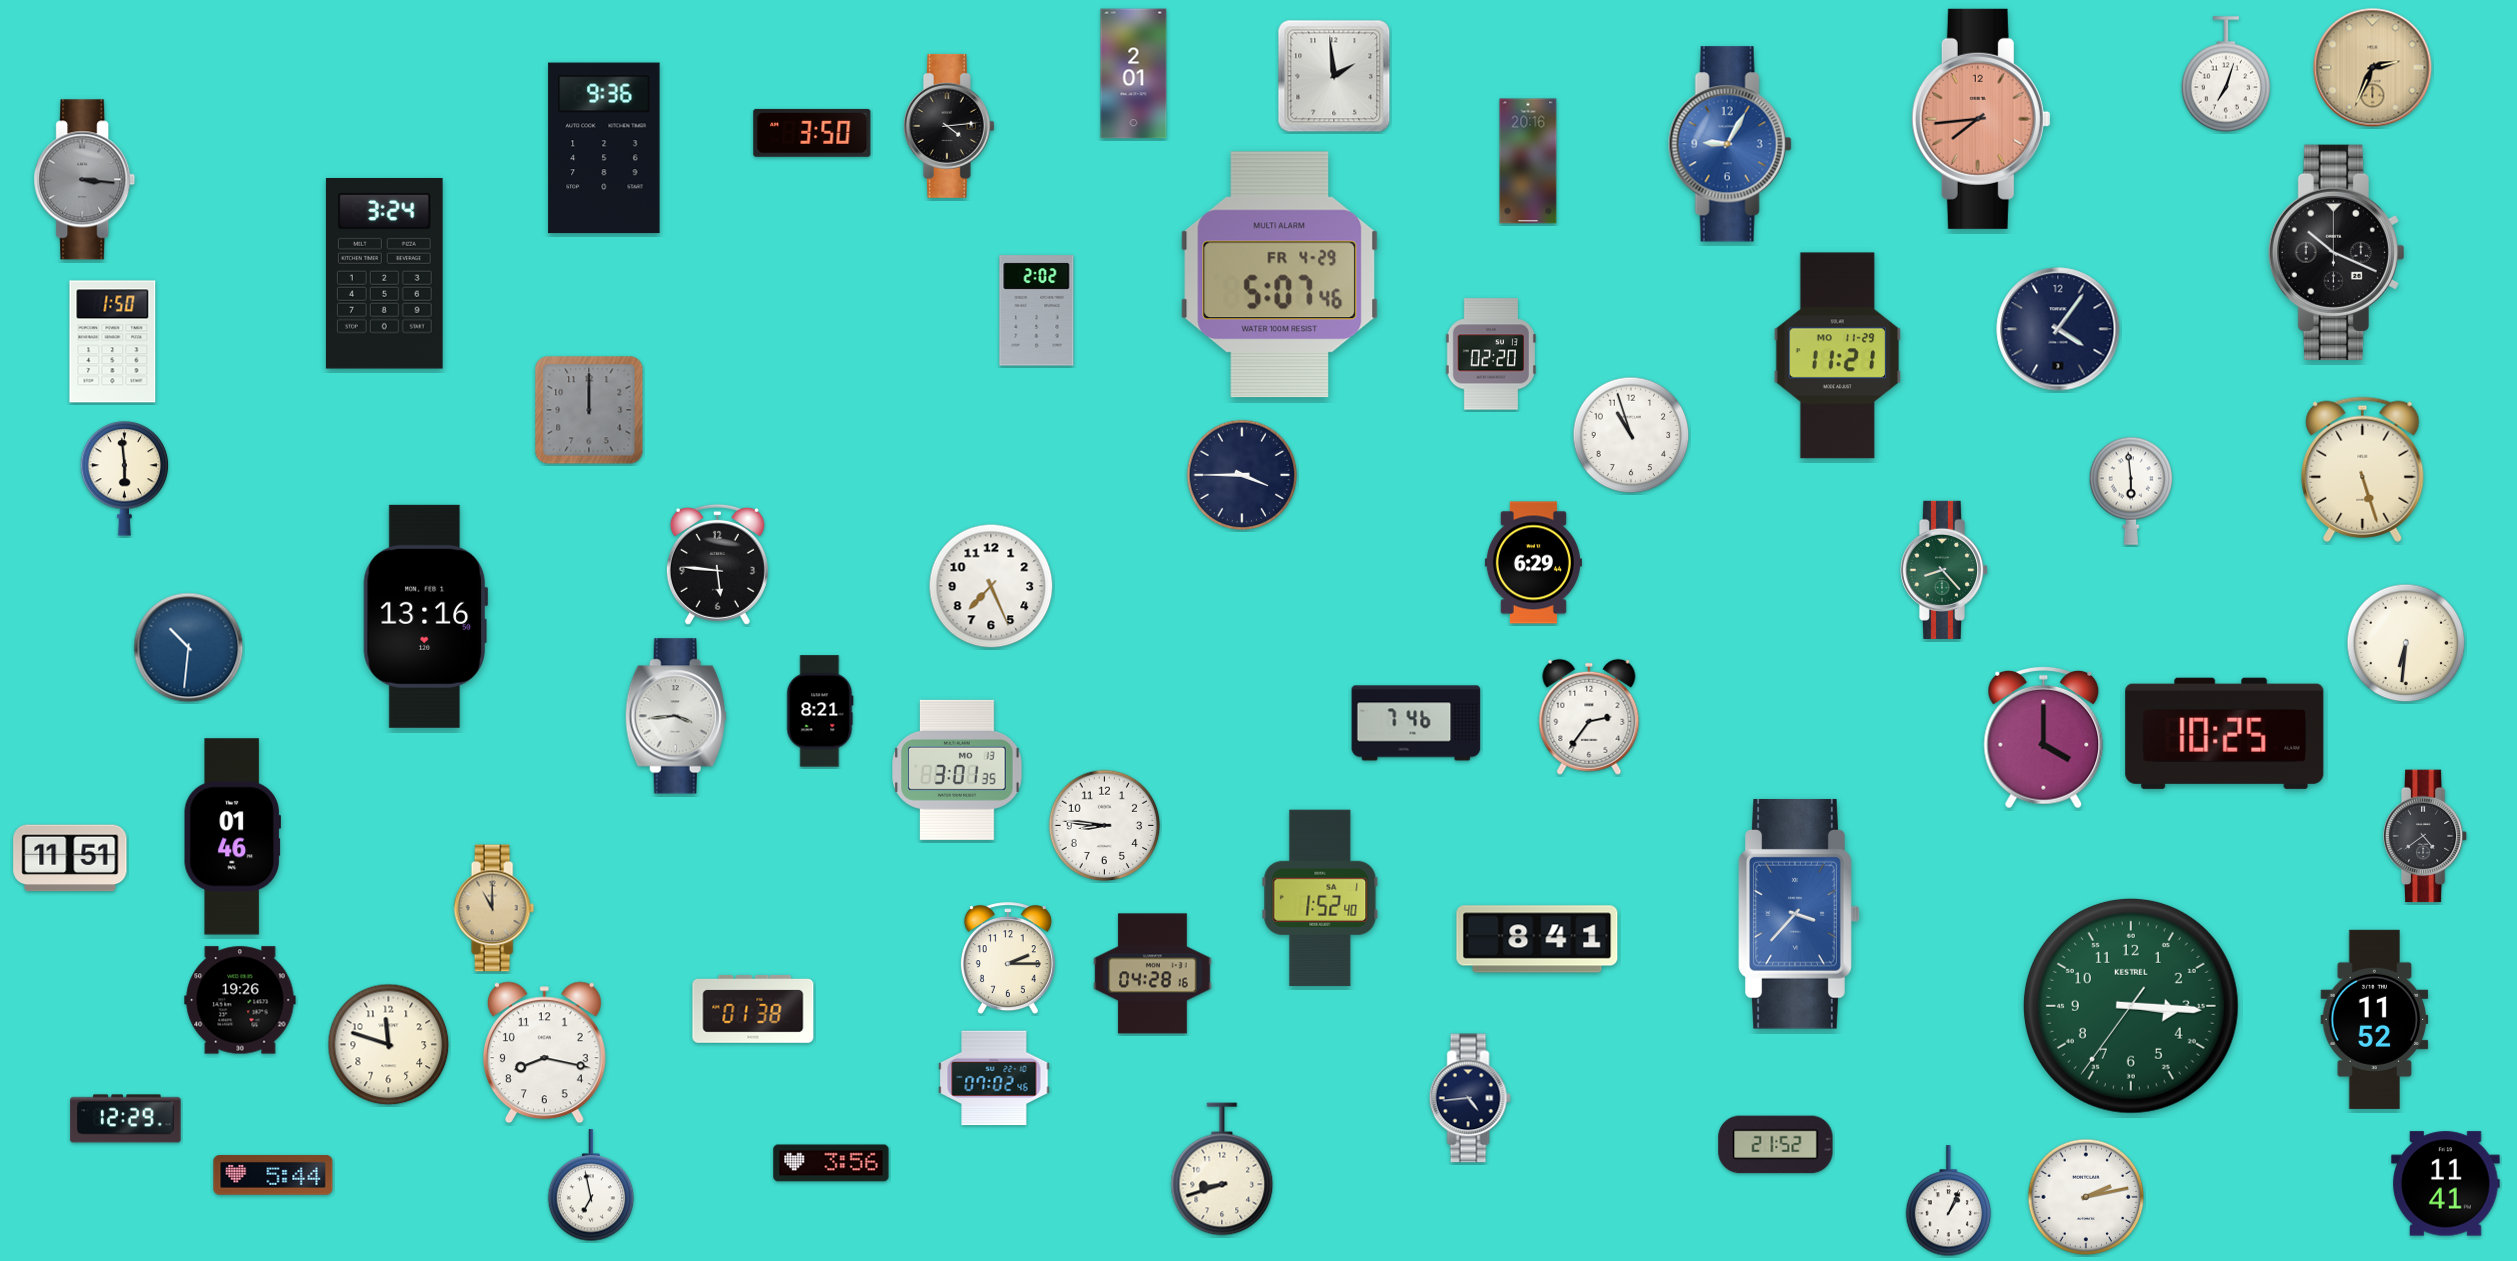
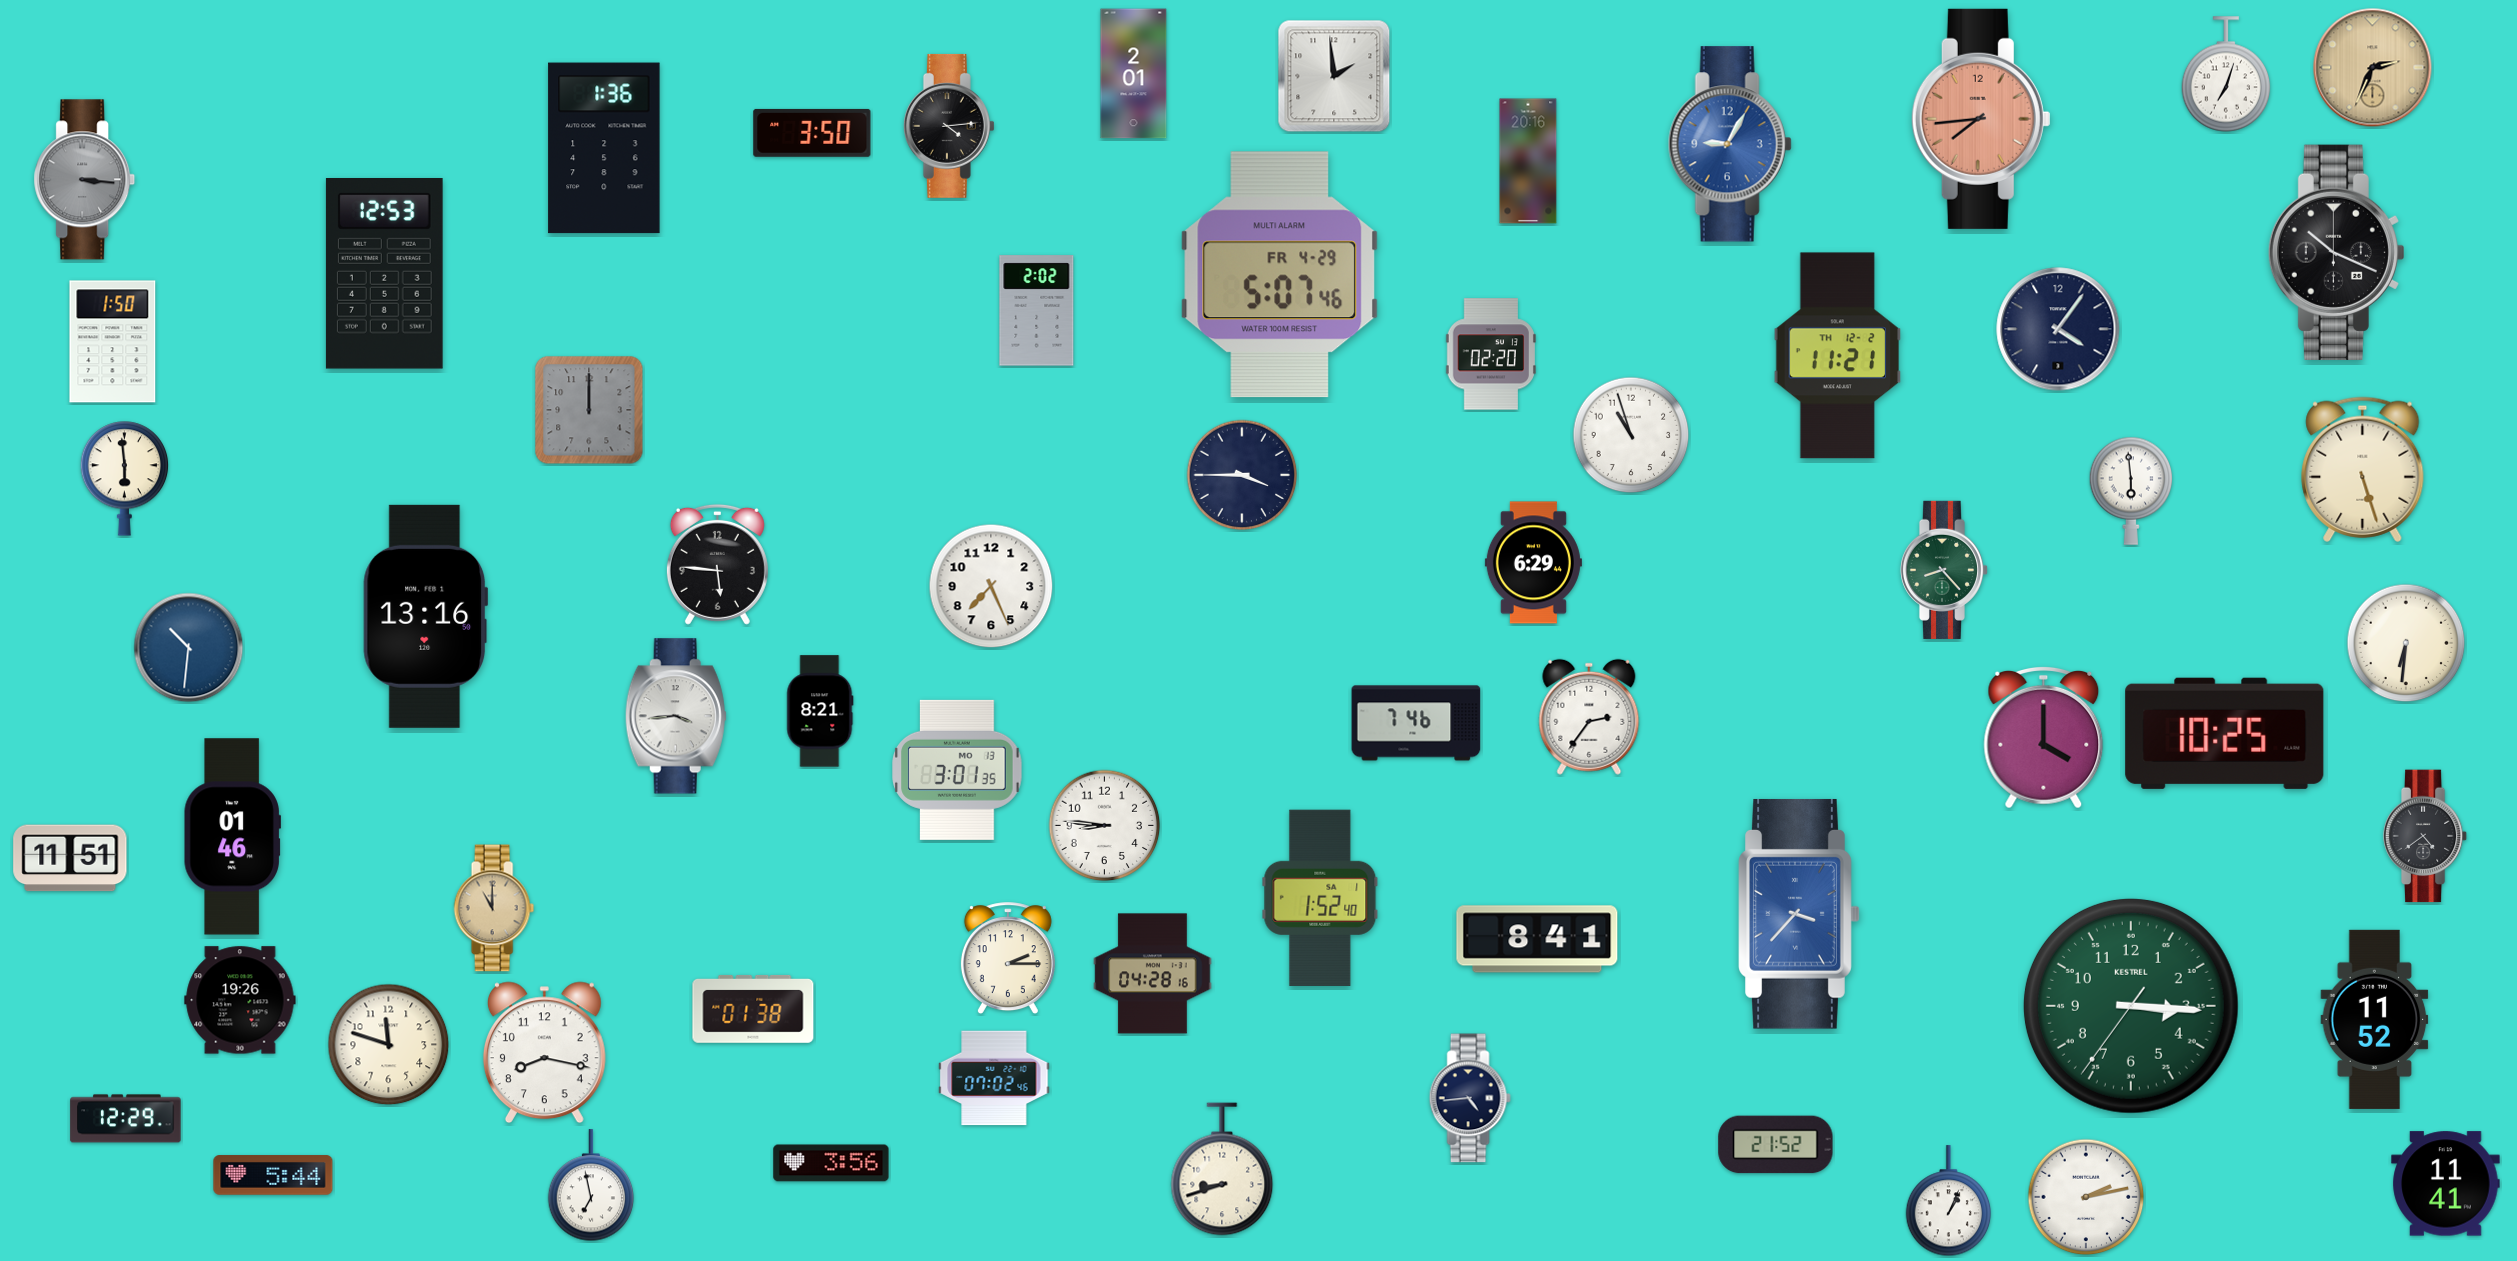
clock at (604, 148): 9:36 -> 1:36
clock at (384, 274): 3:24 -> 12:53
clock at (1838, 356) date: MO 11-29 -> TH 12-2
